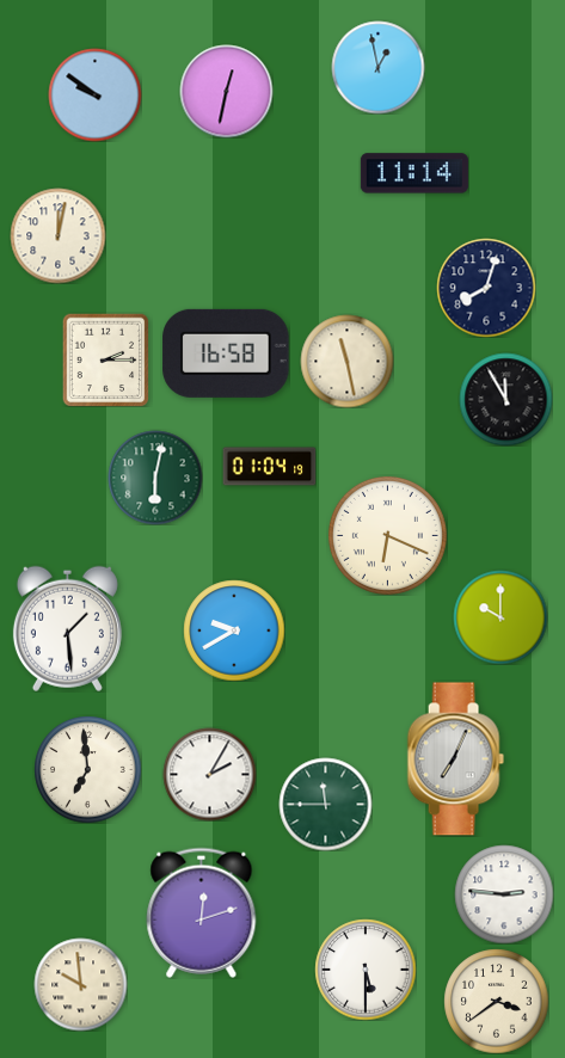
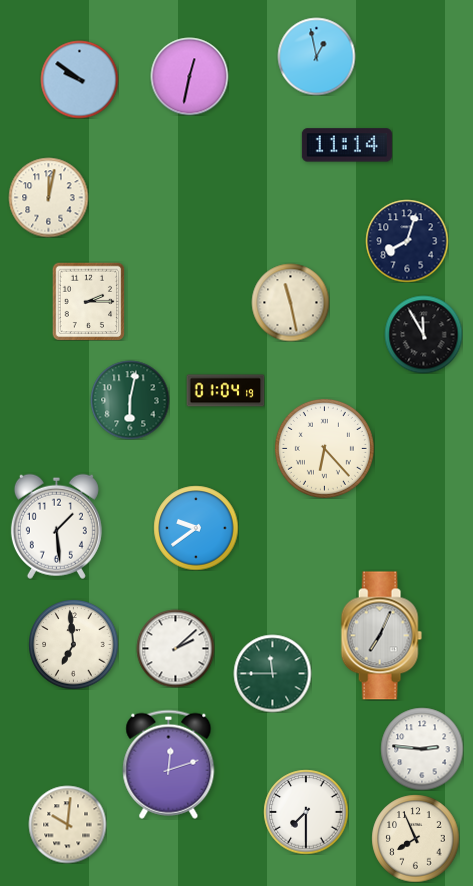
clock at (226, 353): 16:58 -> none
clock at (387, 535): 6:19 -> 6:23
clock at (500, 617): 10:00 -> none
clock at (234, 631): 9:40 -> 9:39
clock at (209, 774): 2:05 -> 2:08
clock at (366, 970): 5:30 -> 7:30
clock at (80, 984): 9:59 -> 10:01
clock at (496, 1001): 3:39 -> 7:56
